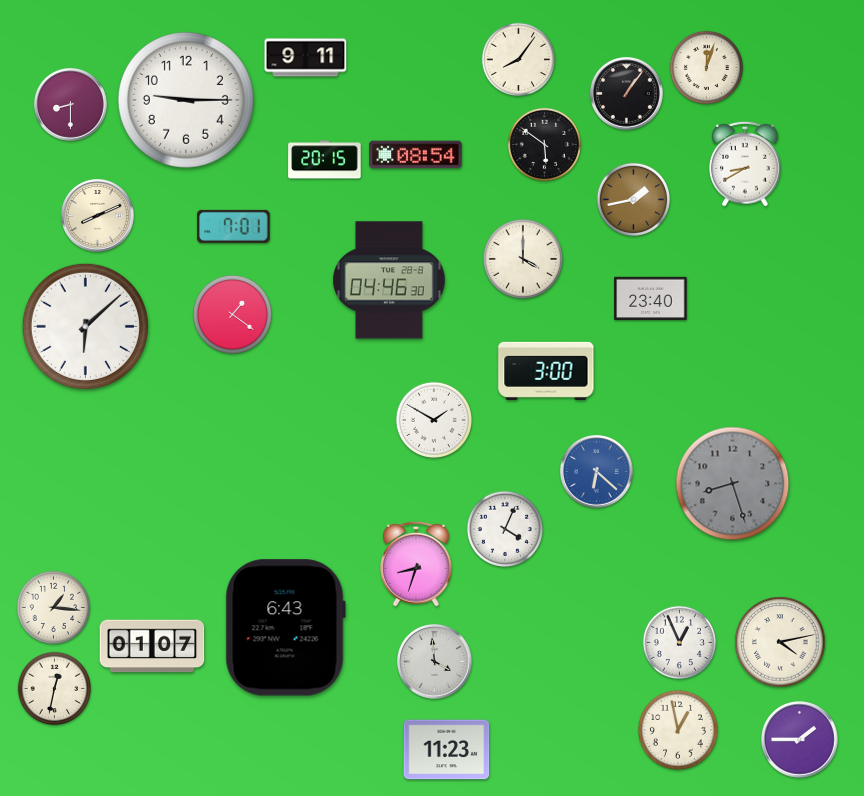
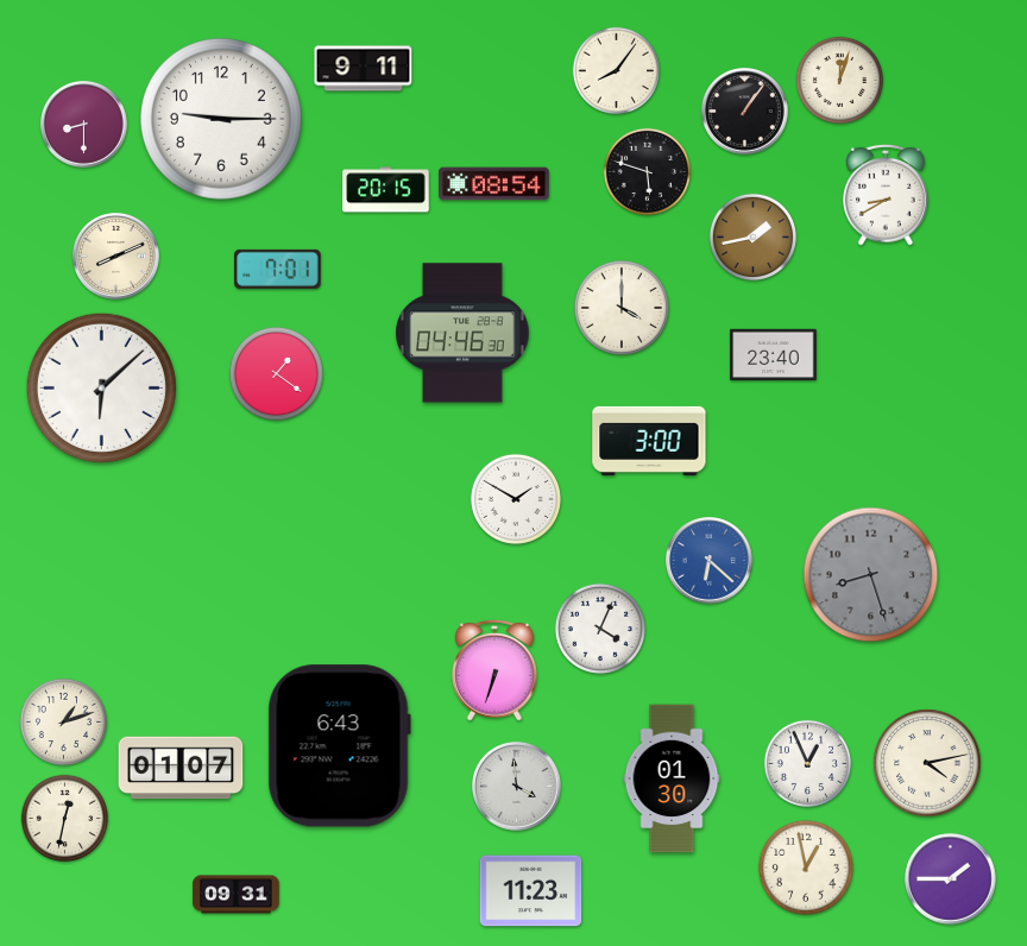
clock at (545, 145): 5:51 -> 5:48
clock at (416, 564): 8:33 -> 6:33
clock at (54, 608): 1:16 -> 1:12
clock at (672, 778): none -> 01:30
clock at (237, 895): none -> 09:31
